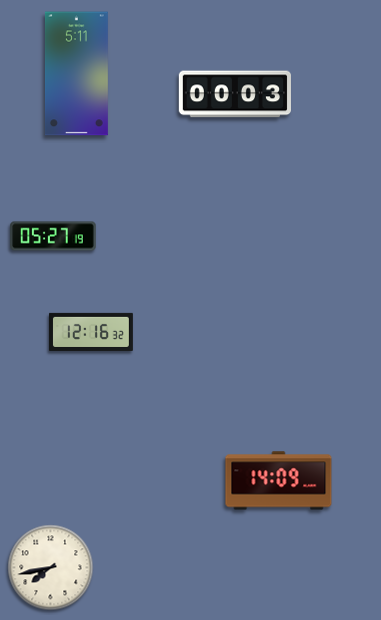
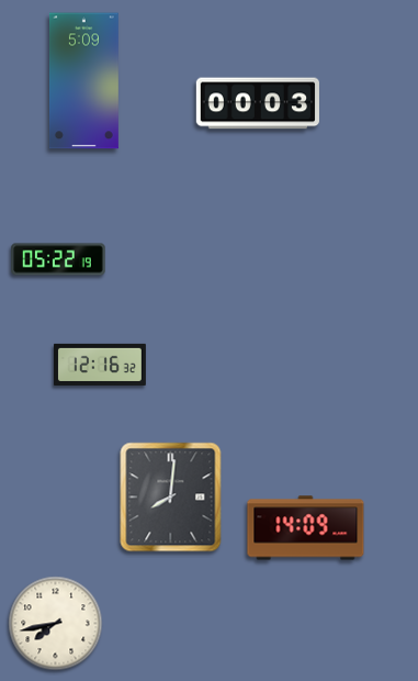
clock at (76, 74): 5:11 -> 5:09
clock at (53, 236): 05:27 -> 05:22
clock at (171, 498): none -> 8:01
